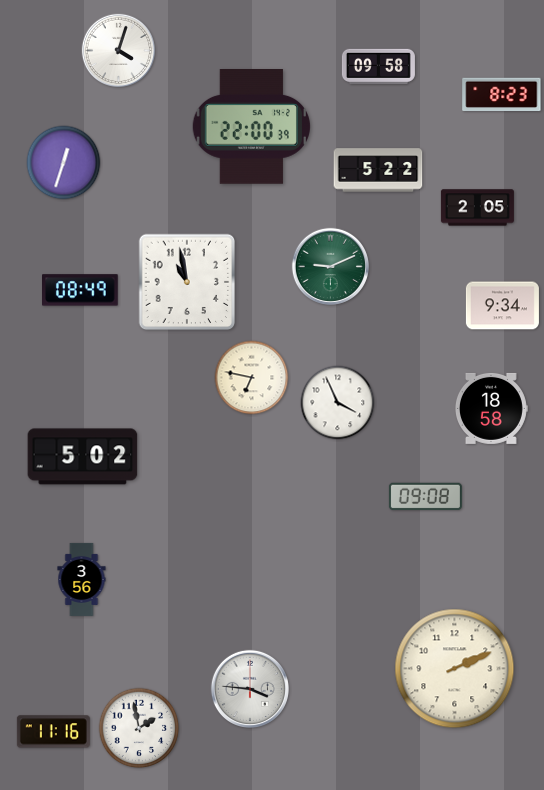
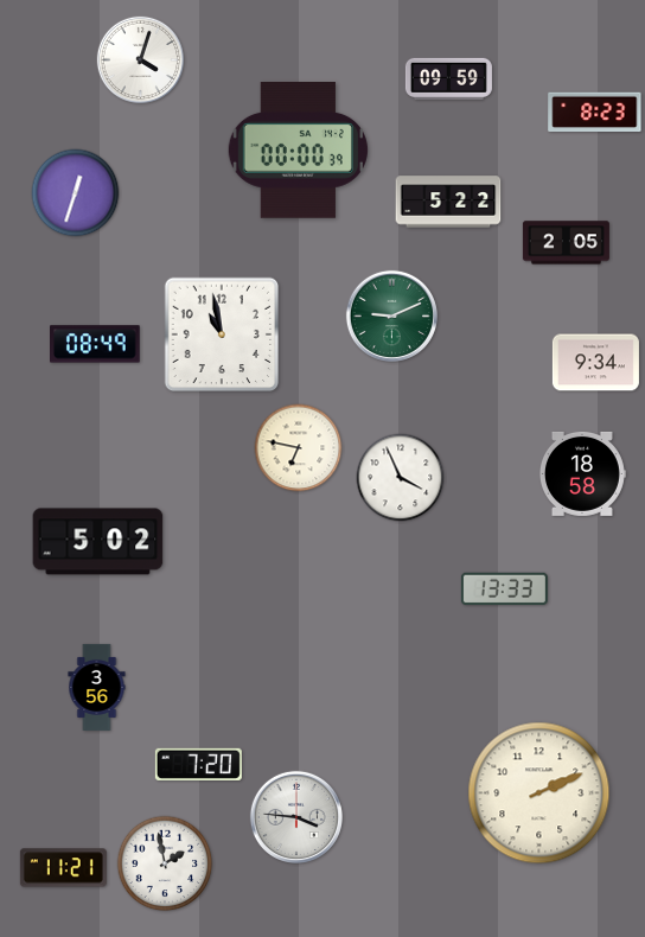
clock at (378, 66): 09:58 -> 09:59
clock at (251, 127): 22:00 -> 00:00
clock at (477, 208) position: (477, 208) -> (566, 243)
clock at (491, 408) position: (491, 408) -> (582, 473)
clock at (425, 497): 09:08 -> 13:33
clock at (198, 764): none -> 7:20
clock at (53, 732): 11:16 -> 11:21
